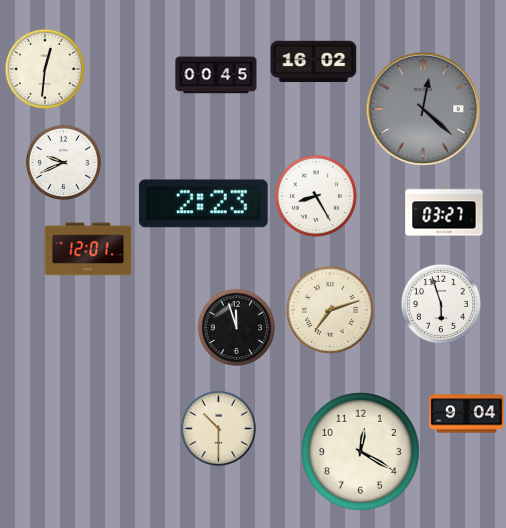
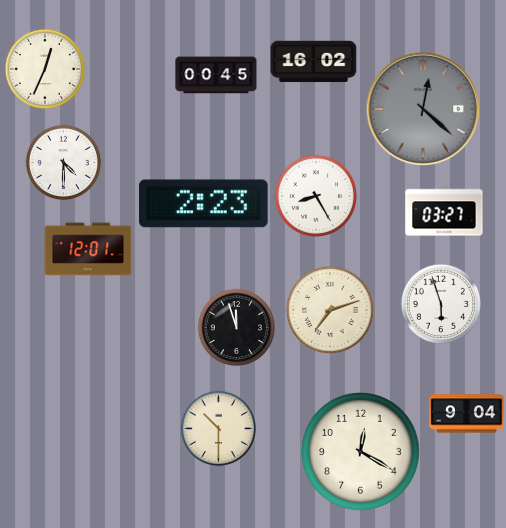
clock at (44, 68): 12:31 -> 12:34
clock at (64, 163): 9:41 -> 4:30
